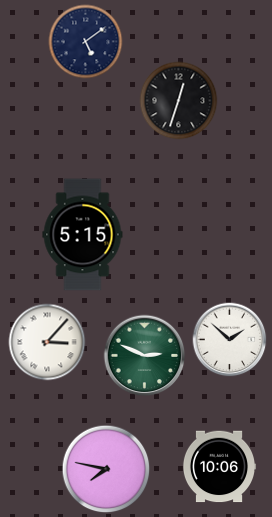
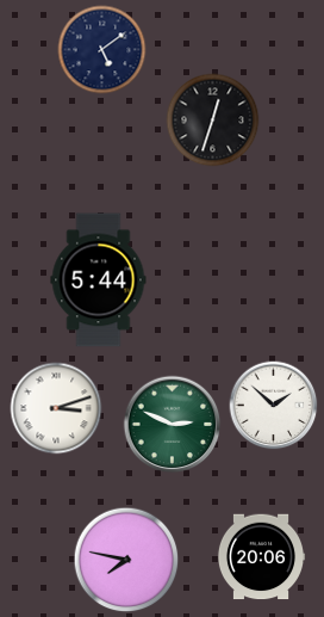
clock at (83, 235): 5:15 -> 5:44
clock at (47, 342): 3:07 -> 3:12
clock at (219, 467): 10:06 -> 20:06
